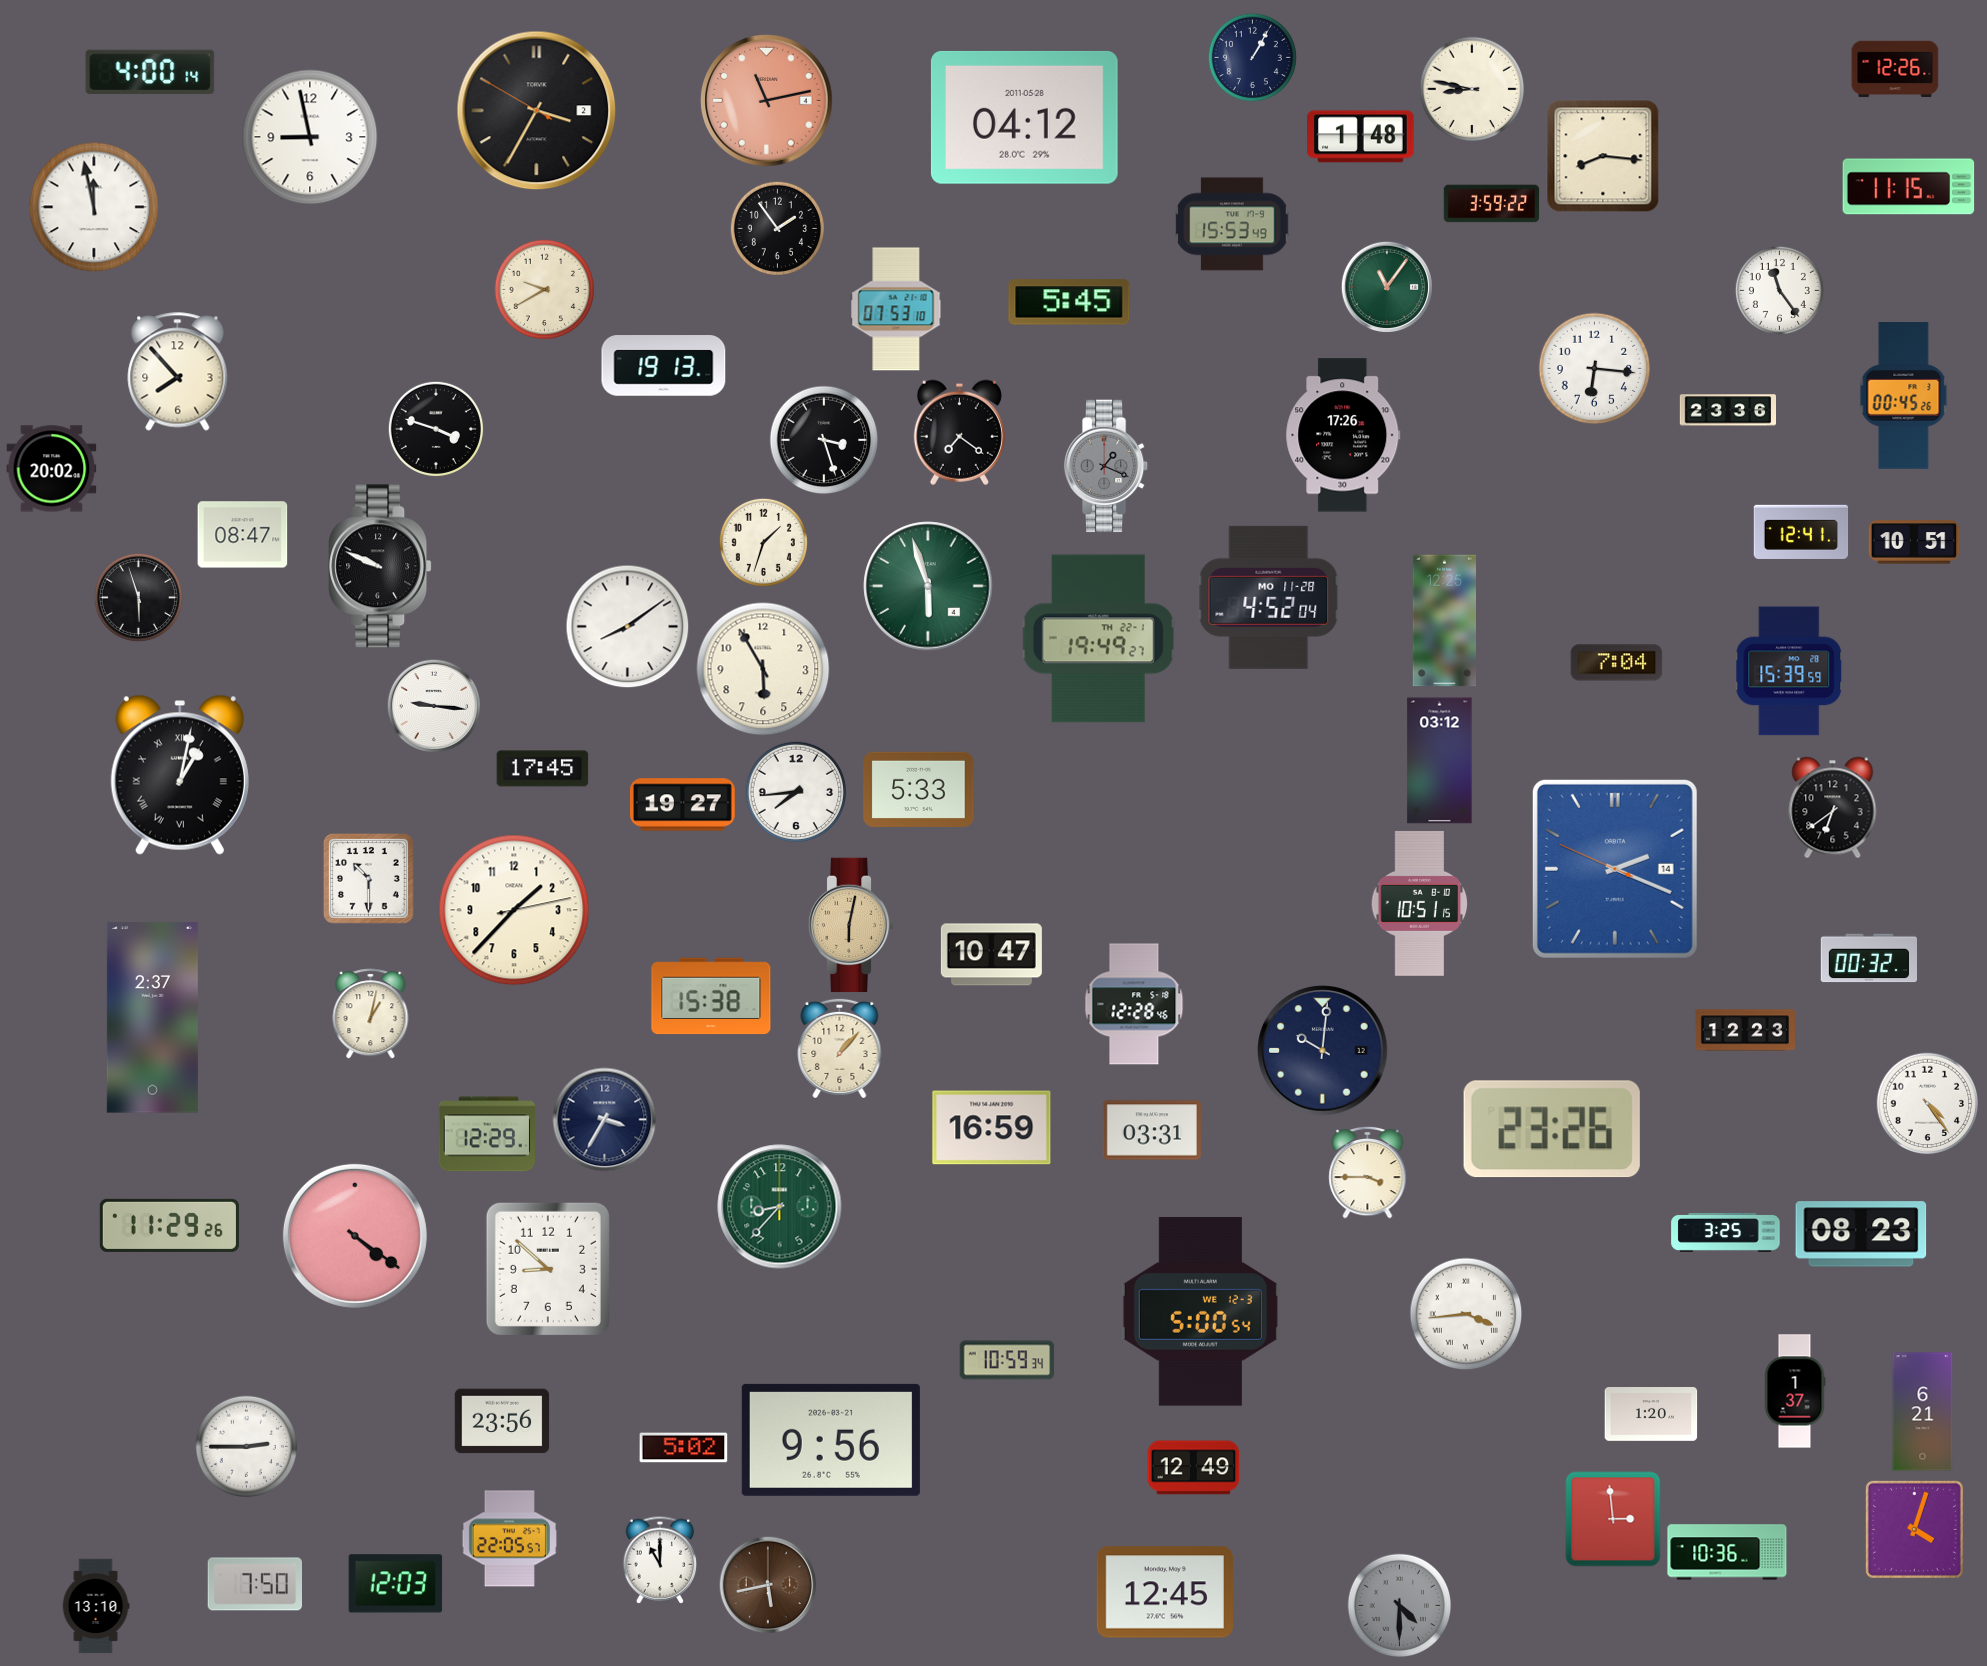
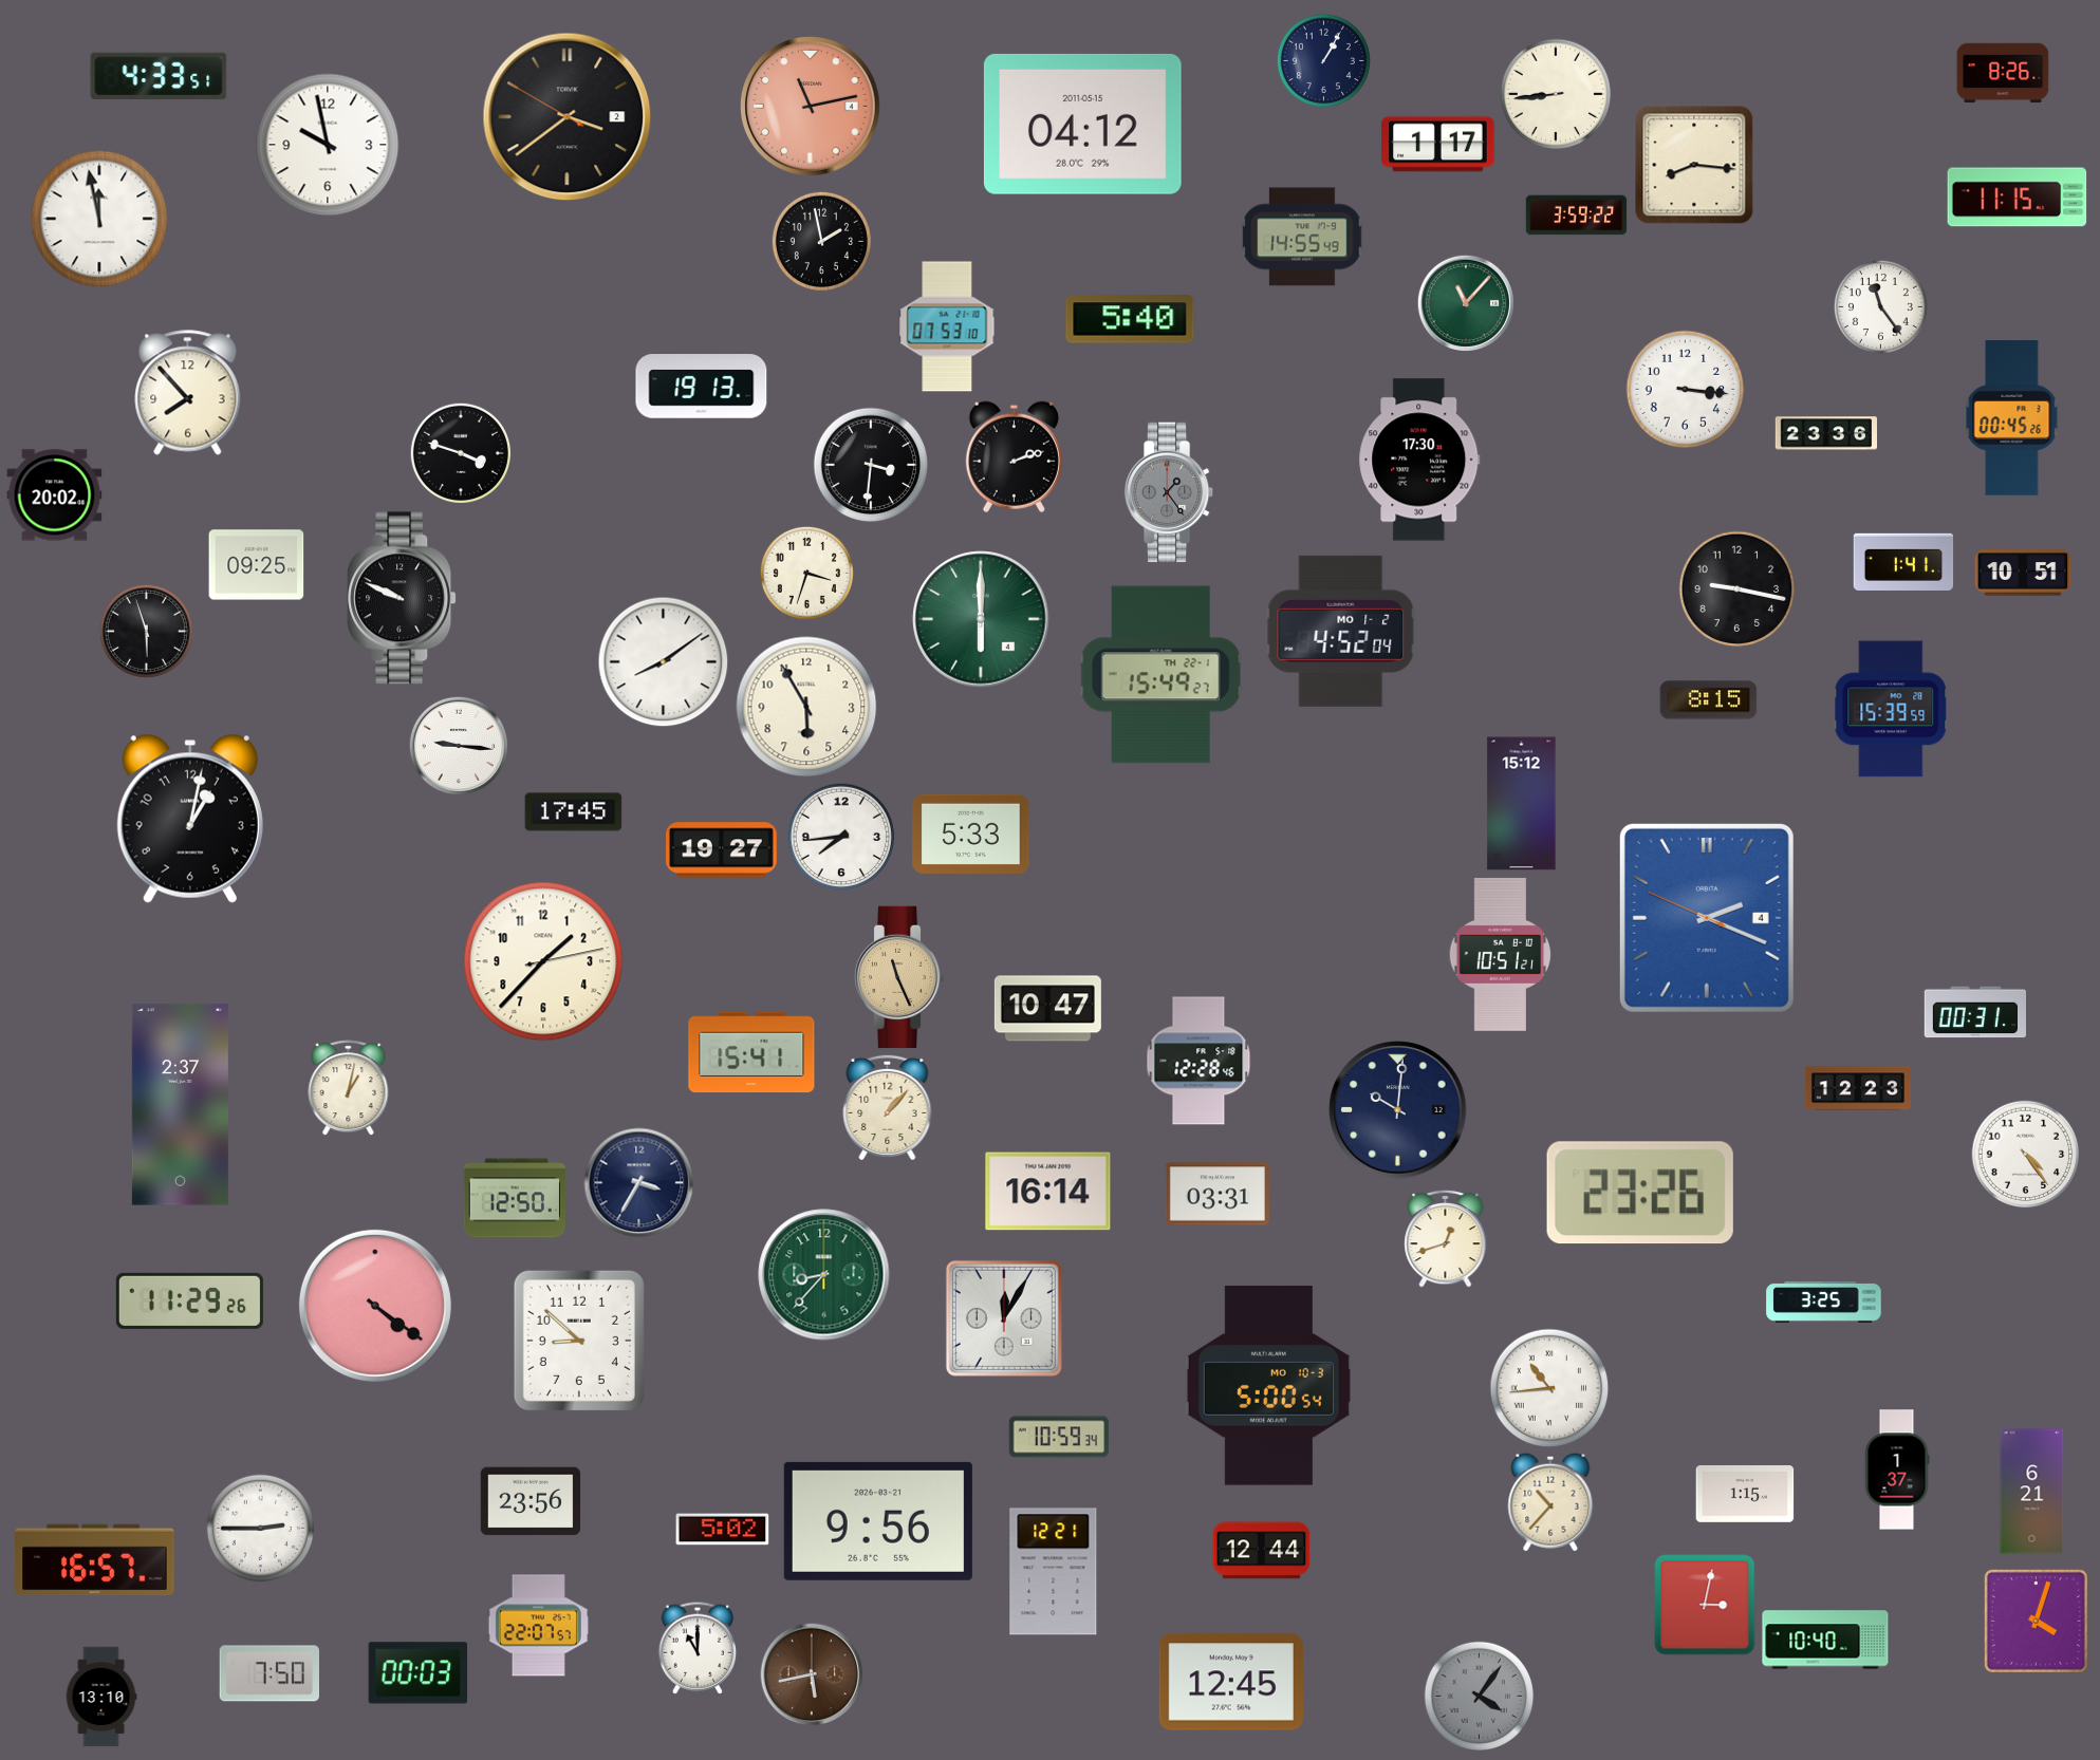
clock at (1895, 69): 12:26 -> 8:26
clock at (150, 72): 4:00 -> 4:33
clock at (1472, 89): 8:47 -> 8:44
clock at (537, 111): 3:34 -> 3:38
clock at (1024, 117) date: 2011-05-28 -> 2011-05-15
clock at (310, 137): 8:58 -> 9:58
clock at (1361, 137): 1:48 -> 1:17
clock at (1232, 224): 15:53 -> 14:55
clock at (777, 228): 1:54 -> 1:58
clock at (1387, 287): 11:06 -> 11:07
clock at (544, 289): 9:40 -> none
clock at (1069, 302): 5:45 -> 5:40
clock at (1595, 369): 6:16 -> 3:16
clock at (959, 432): 7:21 -> 2:12
clock at (1343, 435): 17:26 -> 17:30
clock at (824, 440): 3:27 -> 3:31
clock at (1106, 466): 1:19 -> 1:24
clock at (1801, 532): 12:41 -> 1:41
clock at (243, 535): 08:47 -> 09:25
clock at (763, 542): 1:33 -> 3:33
clock at (1737, 589): none -> 9:17
clock at (928, 586): 5:57 -> 6:00
clock at (1269, 597) date: MO 11-28 -> MO 1-2
clock at (1444, 621): 12:25 -> none
clock at (1098, 639): 19:49 -> 15:49
clock at (1617, 663): 7:04 -> 8:15
clock at (1440, 761): 03:12 -> 15:12
clock at (180, 775) numerals: Roman -> Arabic
clock at (1833, 808): 6:39 -> none
clock at (1615, 869) date: 14 -> 4
clock at (368, 878): 10:30 -> none
clock at (1420, 903): 10:51:15 -> 10:51:21
clock at (851, 925): 6:02 -> 11:26
clock at (1868, 958): 00:32 -> 00:31
clock at (711, 996): 15:38 -> 15:41
clock at (371, 1014) position: (371, 1014) -> (349, 1088)
clock at (152, 1018) position: (152, 1018) -> (180, 1105)
clock at (1745, 1030) position: (1745, 1030) -> (1858, 1088)
clock at (1928, 1104) position: (1928, 1104) -> (2026, 1155)
clock at (992, 1128): 16:59 -> 16:14
clock at (486, 1134): 12:29 -> 12:50
clock at (1368, 1172): 3:45 -> 12:42
clock at (169, 1225) position: (169, 1225) -> (189, 1300)
clock at (1861, 1234): 08:23 -> none
clock at (1004, 1318): none -> 12:05
clock at (1200, 1312) date: WE 12-3 -> MO 10-3
clock at (1466, 1314): 3:44 -> 10:44
clock at (1007, 1360) position: (1007, 1360) -> (1059, 1437)
clock at (1651, 1415): 1:20 -> 1:15
clock at (1550, 1502): none -> 10:37
clock at (1194, 1468): 12:49 -> 12:44
clock at (95, 1560): none -> 16:57
clock at (1054, 1572): none -> 12:21
clock at (1613, 1519): 2:59 -> 3:02
clock at (1914, 1529) position: (1914, 1529) -> (2036, 1621)
clock at (509, 1539): 22:05 -> 22:07
clock at (1727, 1552): 10:36 -> 10:40
clock at (396, 1584): 12:03 -> 00:03
clock at (1400, 1606): 4:30 -> 4:06
